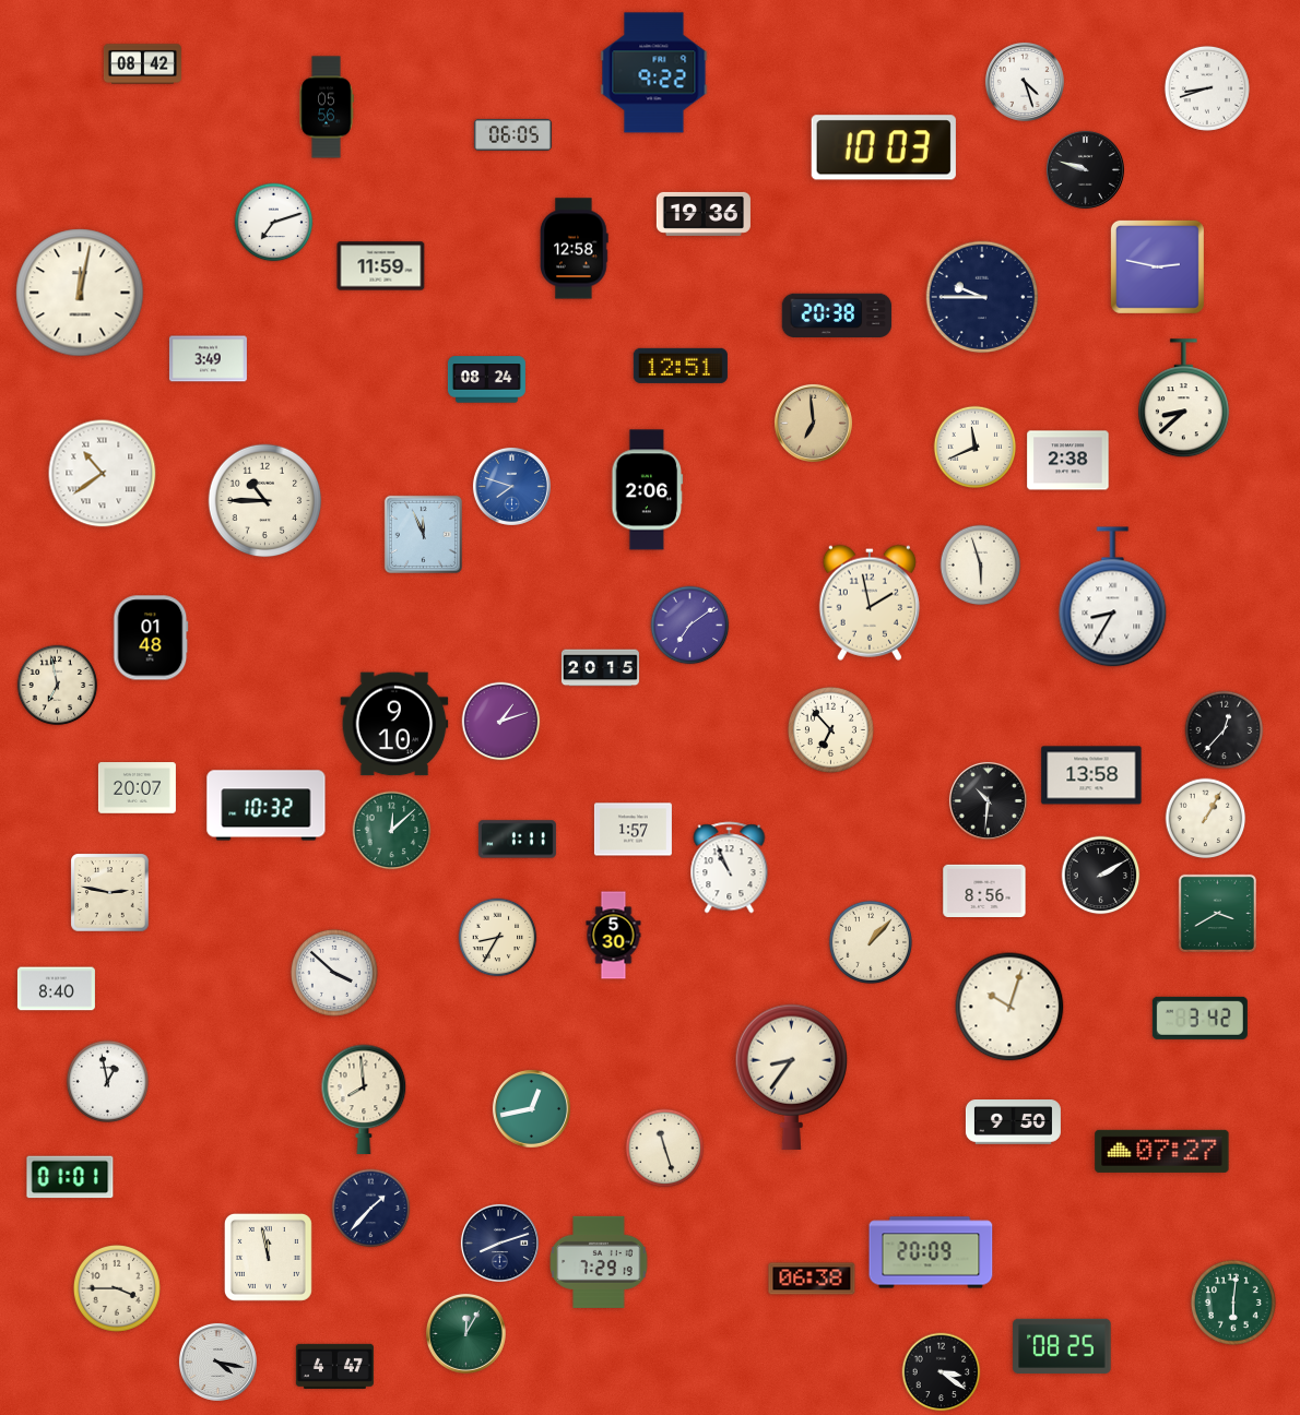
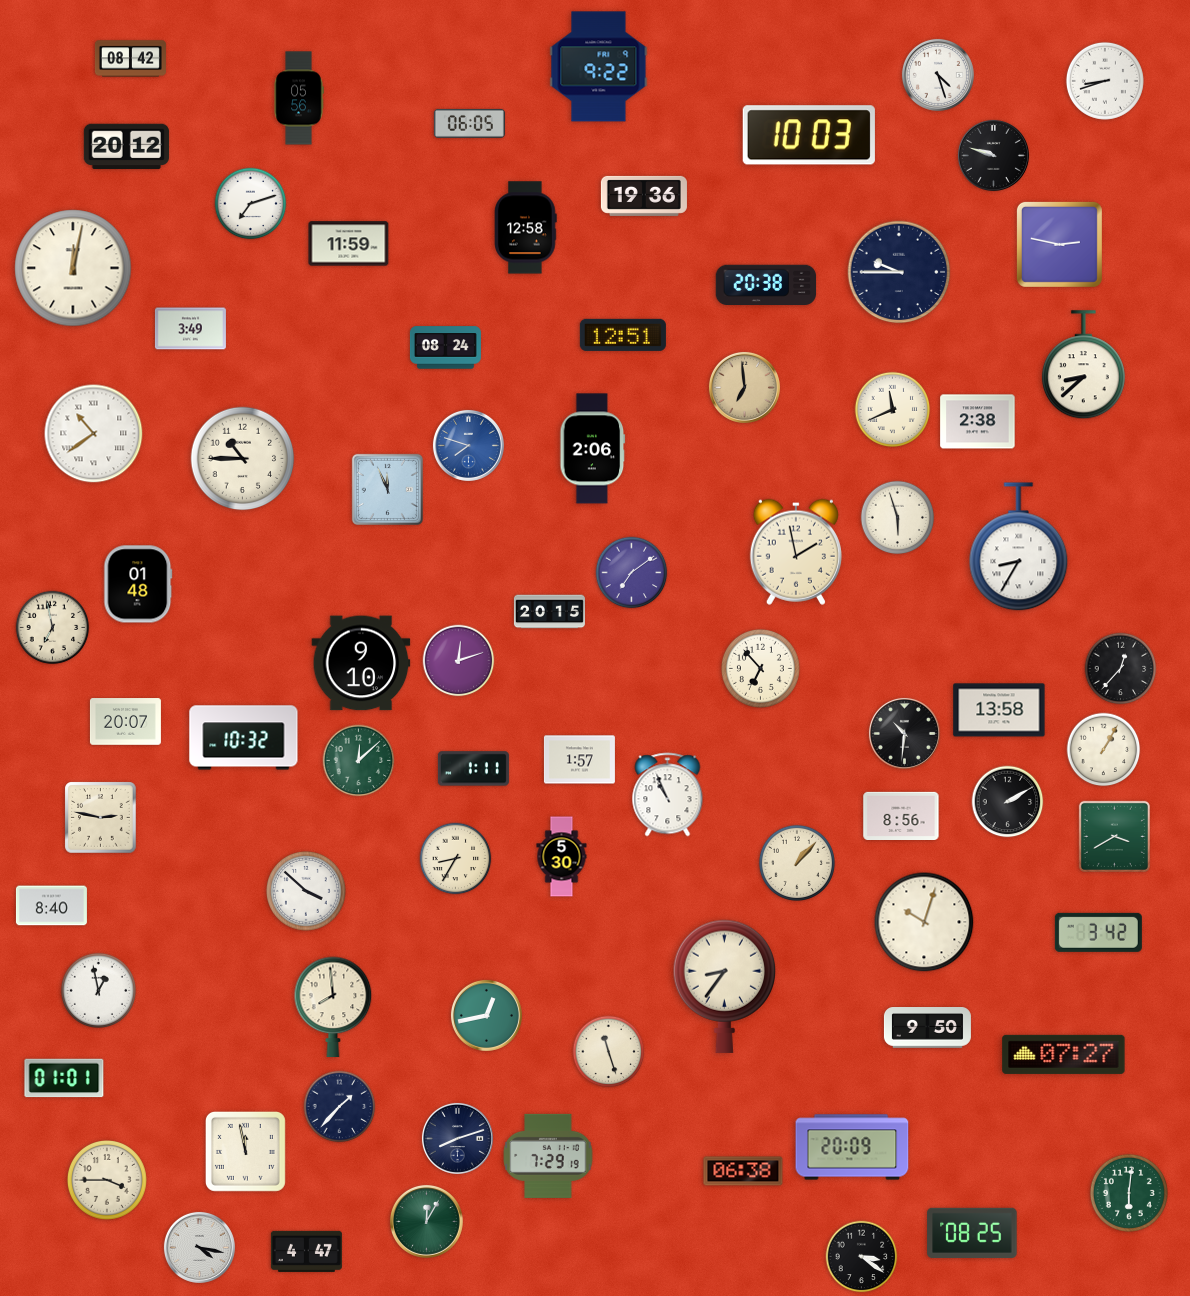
clock at (126, 147): none -> 20:12
clock at (837, 316) position: (837, 316) -> (766, 285)
clock at (501, 722): 1:12 -> 12:12
